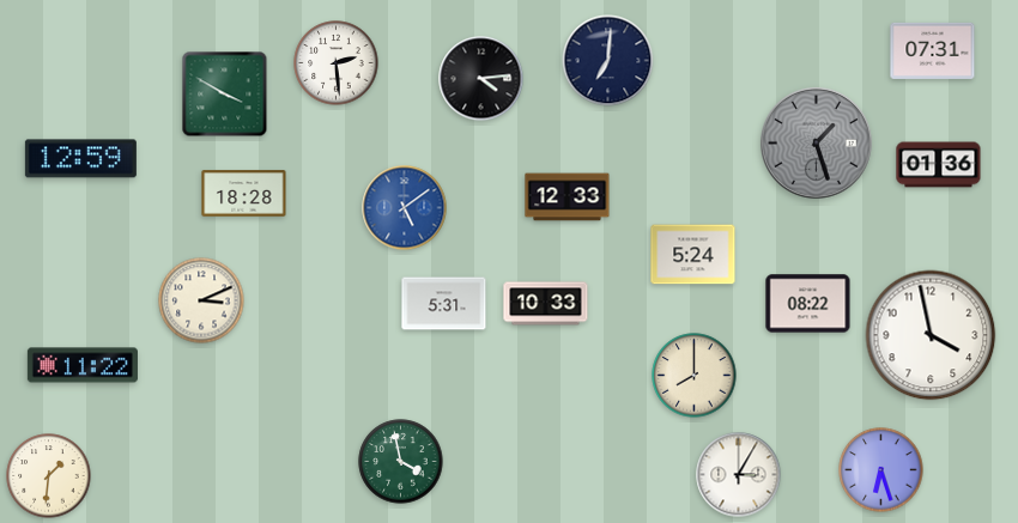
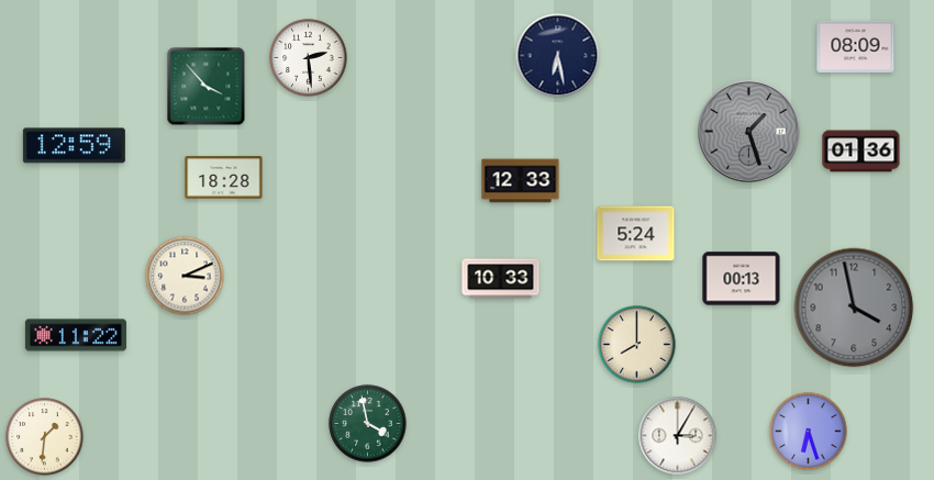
clock at (933, 50): 07:31 -> 08:09
clock at (608, 61): 7:01 -> 6:28
clock at (481, 79): 4:14 -> none
clock at (225, 95): 3:50 -> 3:53
clock at (405, 208): 5:09 -> none
clock at (444, 304): 5:31 -> none
clock at (808, 304): 08:22 -> 00:13
clock at (931, 335) dial: white -> grey
